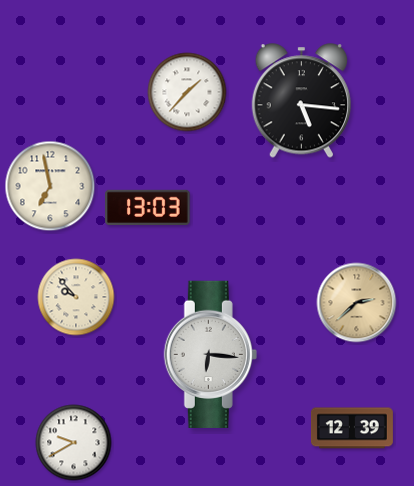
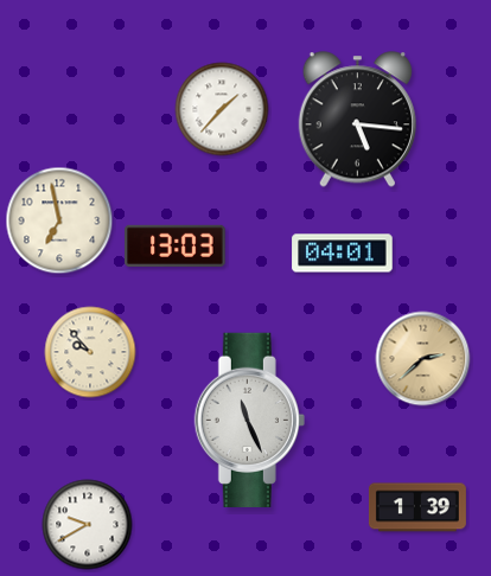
clock at (343, 254): none -> 04:01
clock at (210, 354): 6:16 -> 11:26
clock at (352, 428): 12:39 -> 1:39
